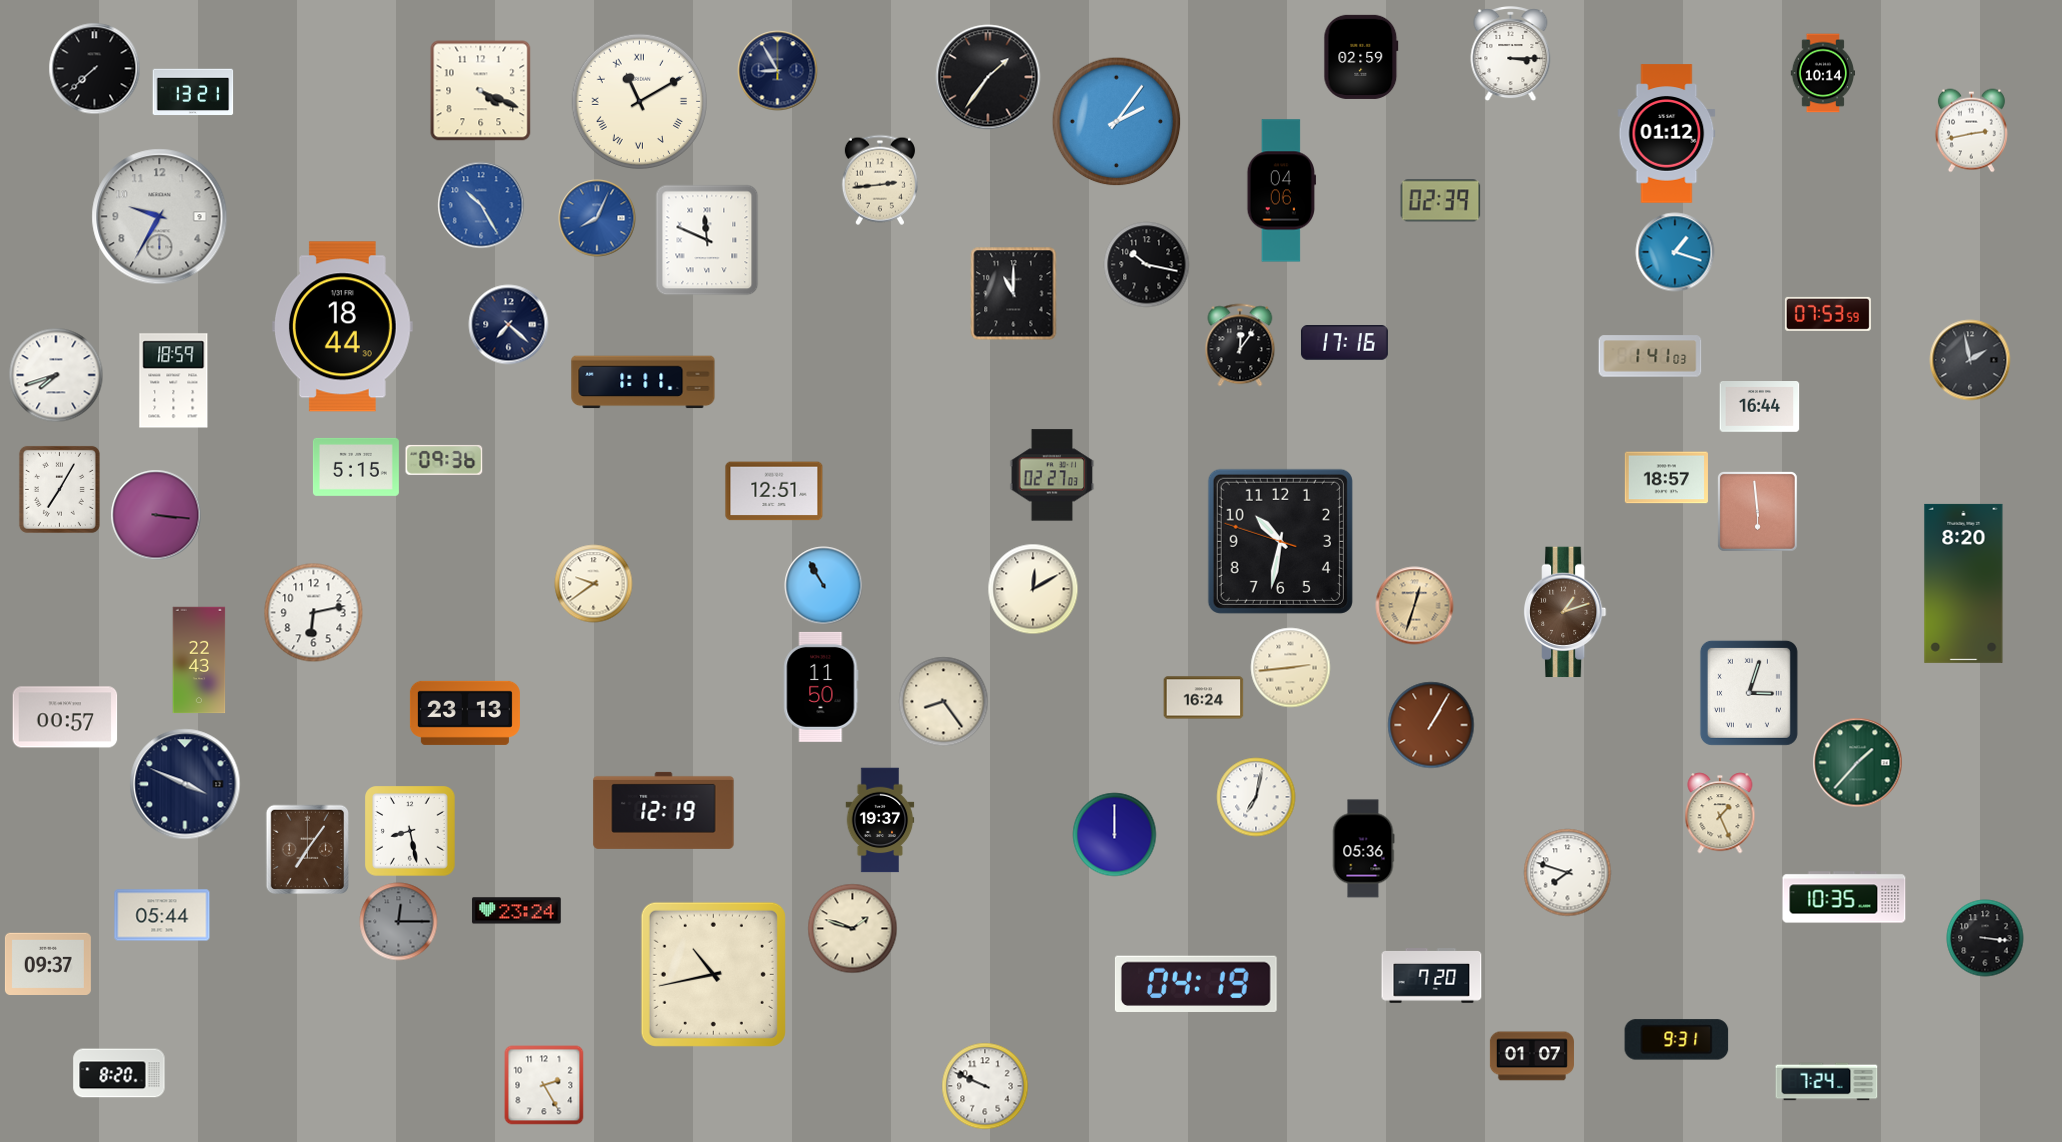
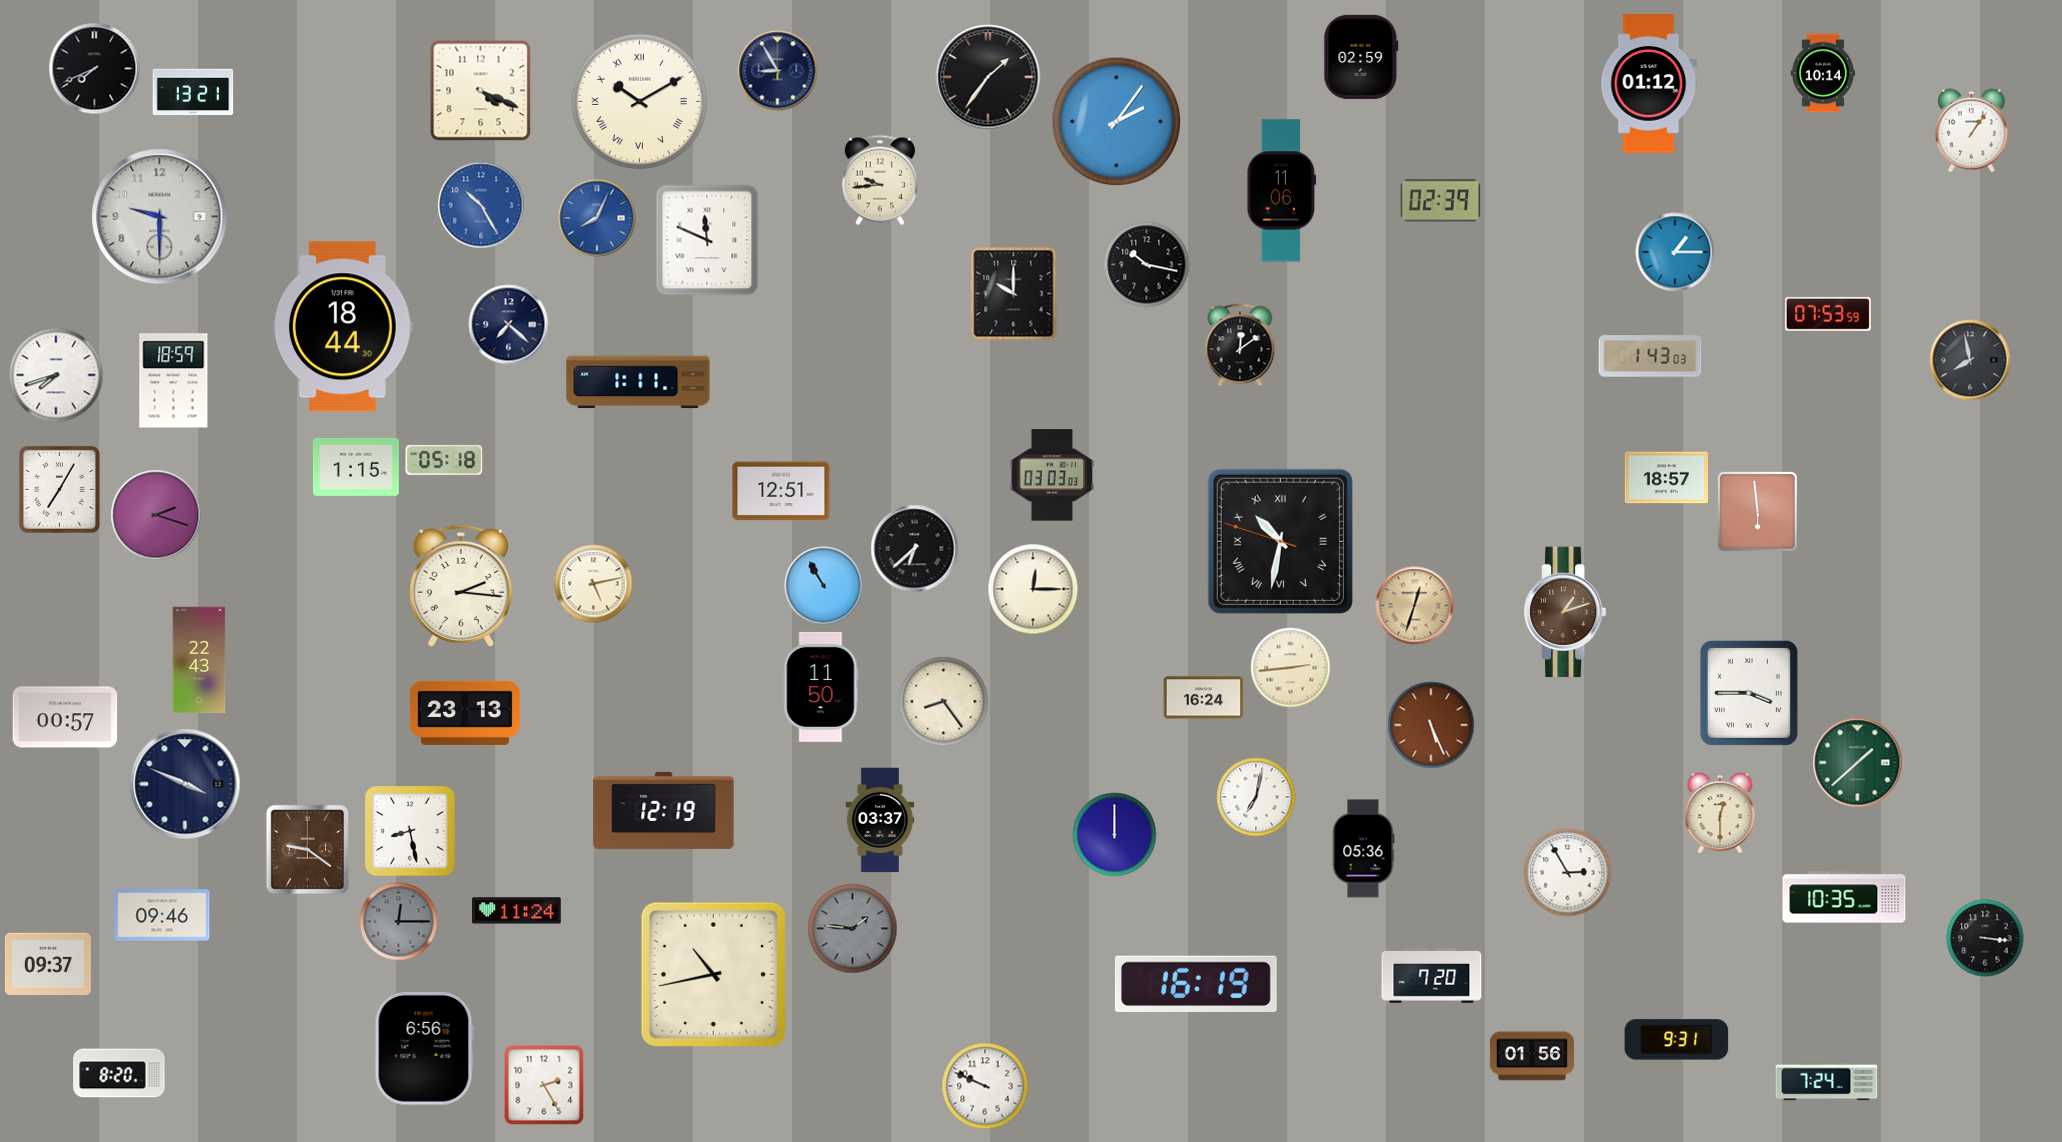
clock at (1511, 54): 3:15 -> none
clock at (95, 69): 7:38 -> 7:41
clock at (639, 101): 11:10 -> 10:10
clock at (1971, 131): 2:43 -> 1:06
clock at (1667, 134) position: (1667, 134) -> (1649, 84)
clock at (880, 180): 2:44 -> 9:44
clock at (1281, 191): 04:06 -> 11:06
clock at (160, 217): 9:35 -> 9:30
clock at (1675, 252): 1:18 -> 1:15
clock at (1014, 294): 11:00 -> 10:00
clock at (1344, 343): 17:16 -> none
clock at (1240, 345): 12:06 -> 12:09
clock at (1650, 356): 1:41 -> 1:43
clock at (1970, 360): 1:58 -> 7:58
clock at (643, 382) position: (643, 382) -> (638, 382)
clock at (1760, 407): 16:44 -> none
clock at (444, 460): 09:36 -> 05:18
clock at (356, 467): 5:15 -> 1:15
clock at (1052, 475): 02:27 -> 03:03
clock at (774, 491) position: (774, 491) -> (781, 491)
clock at (156, 515): 3:16 -> 2:18
clock at (1280, 541) numerals: Arabic -> Roman
clock at (915, 549): none -> 6:38
clock at (1964, 583): 8:20 -> none
clock at (594, 584): 9:39 -> 5:13
clock at (461, 586): none -> 2:16
clock at (1033, 589): 12:10 -> 12:15
clock at (314, 613): 6:13 -> none
clock at (1749, 693): 3:03 -> 3:45
clock at (1431, 725): 1:05 -> 5:26
clock at (1858, 763): 1:37 -> 1:38
clock at (1720, 813): 1:26 -> 12:30
clock at (880, 820): 19:37 -> 03:37
clock at (308, 850): 7:06 -> 9:21
clock at (1568, 873): 7:48 -> 2:55
clock at (517, 911): 23:24 -> 11:24
clock at (162, 915): 05:44 -> 09:46
clock at (853, 929): 1:48 -> 1:46
clock at (853, 929) dial: cream -> grey
clock at (1196, 983): 04:19 -> 16:19
clock at (424, 1048): none -> 6:56
clock at (1532, 1056): 01:07 -> 01:56
